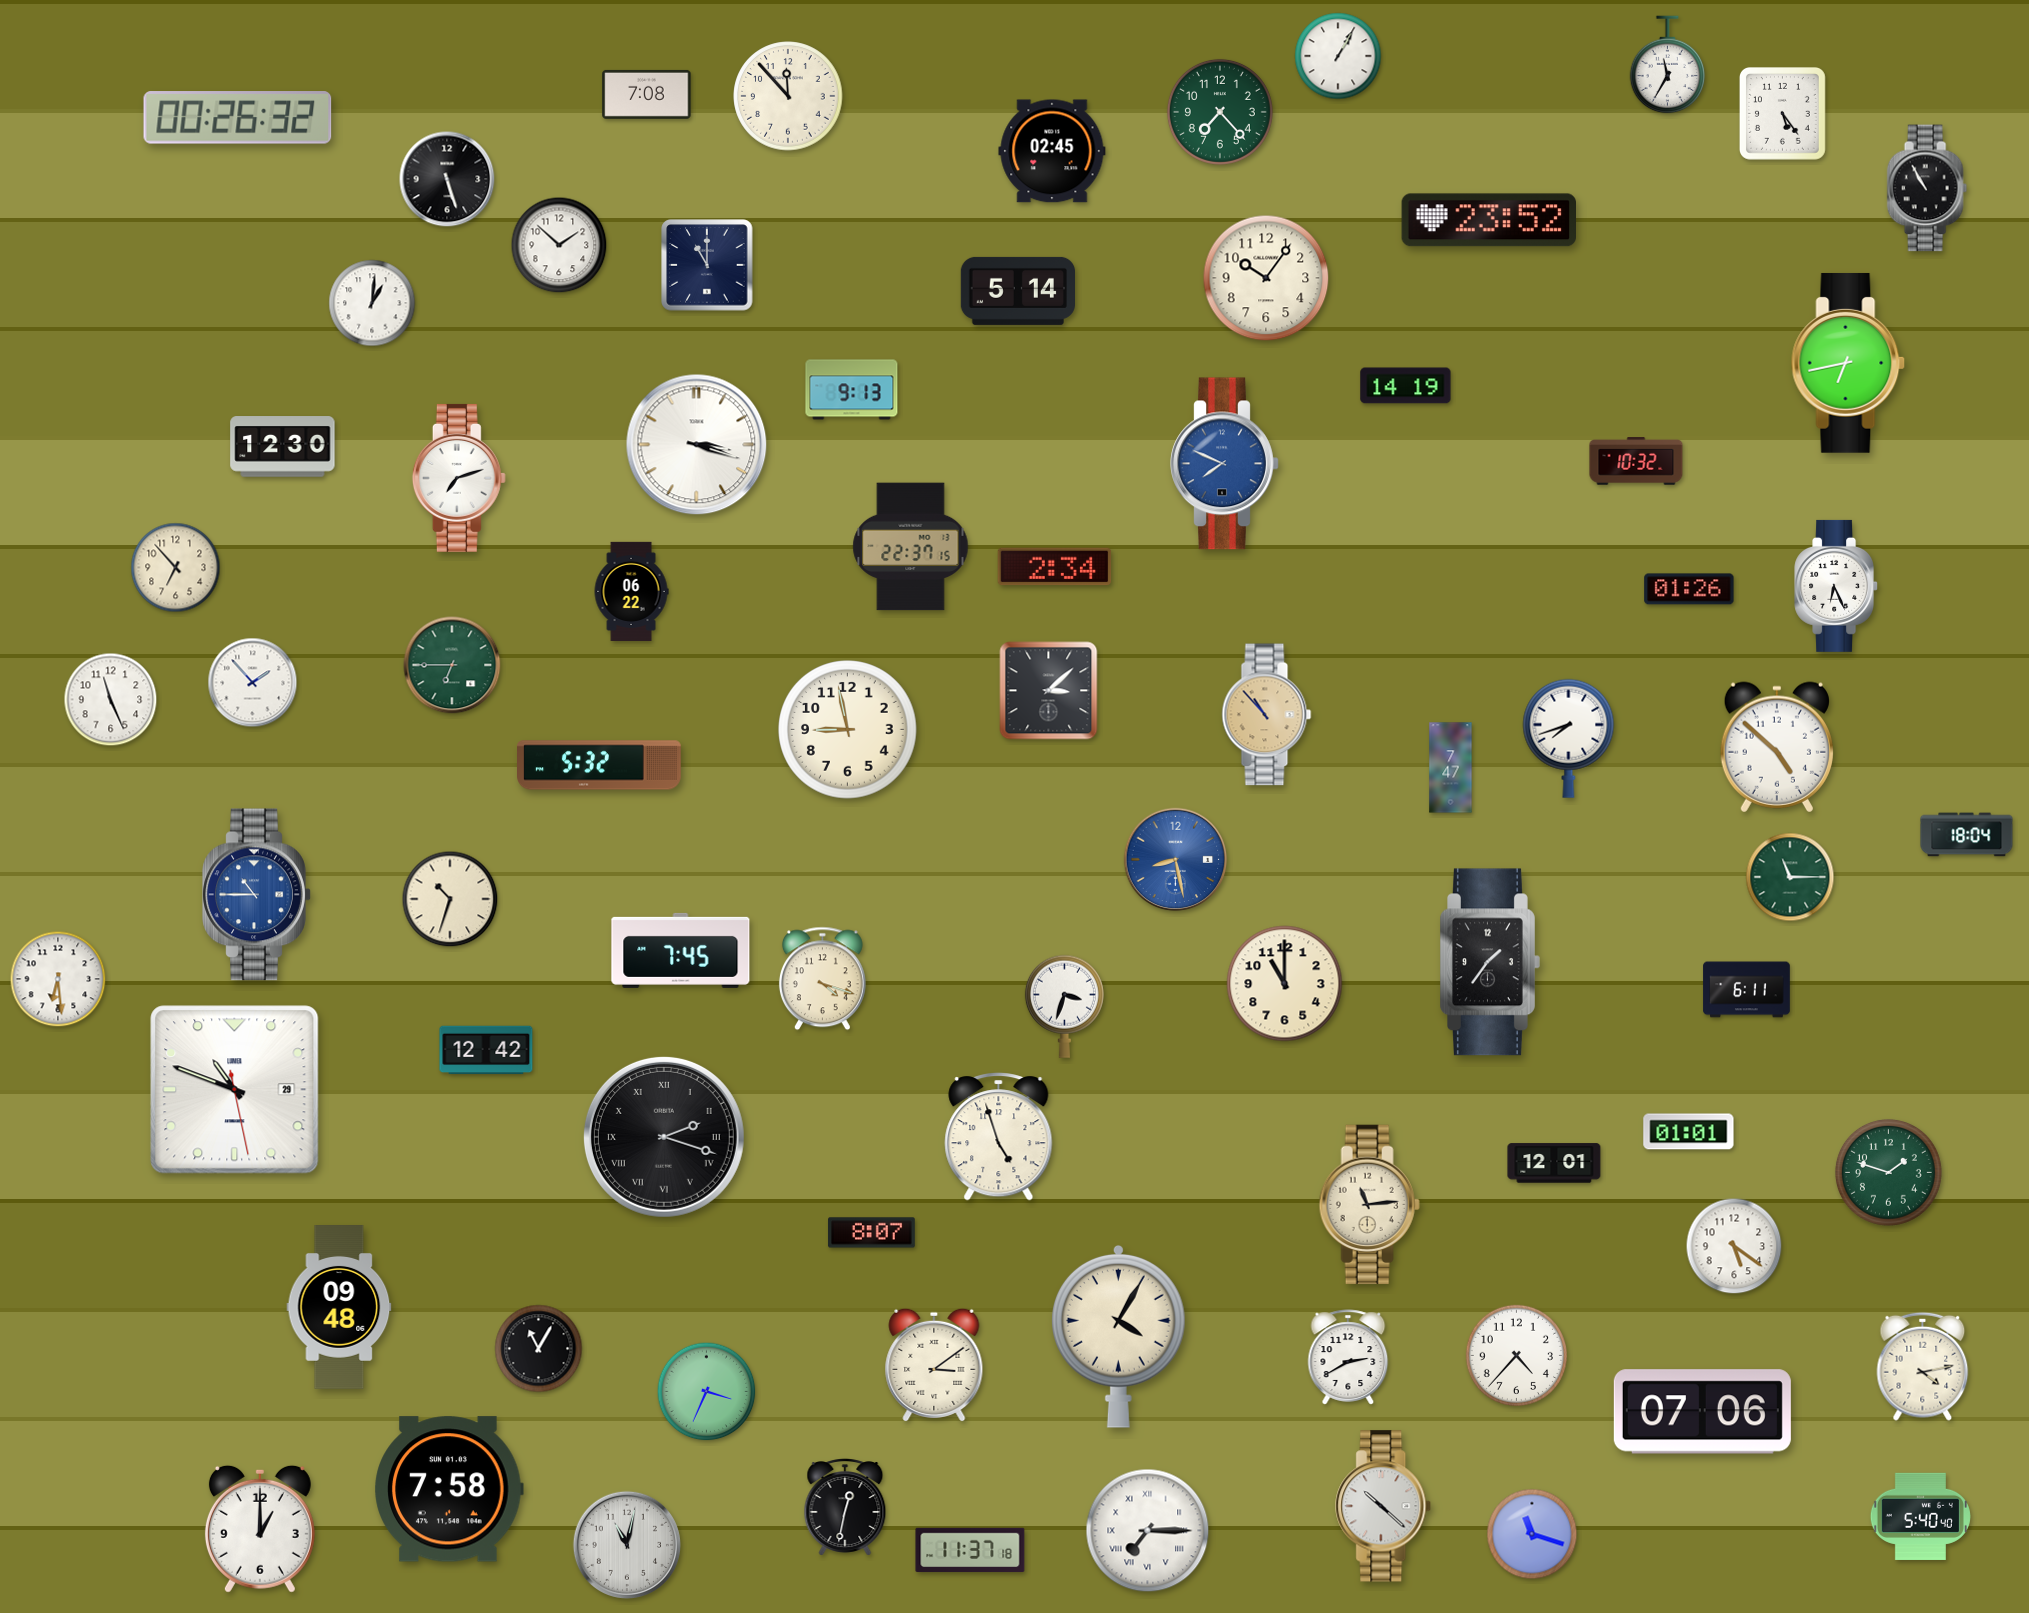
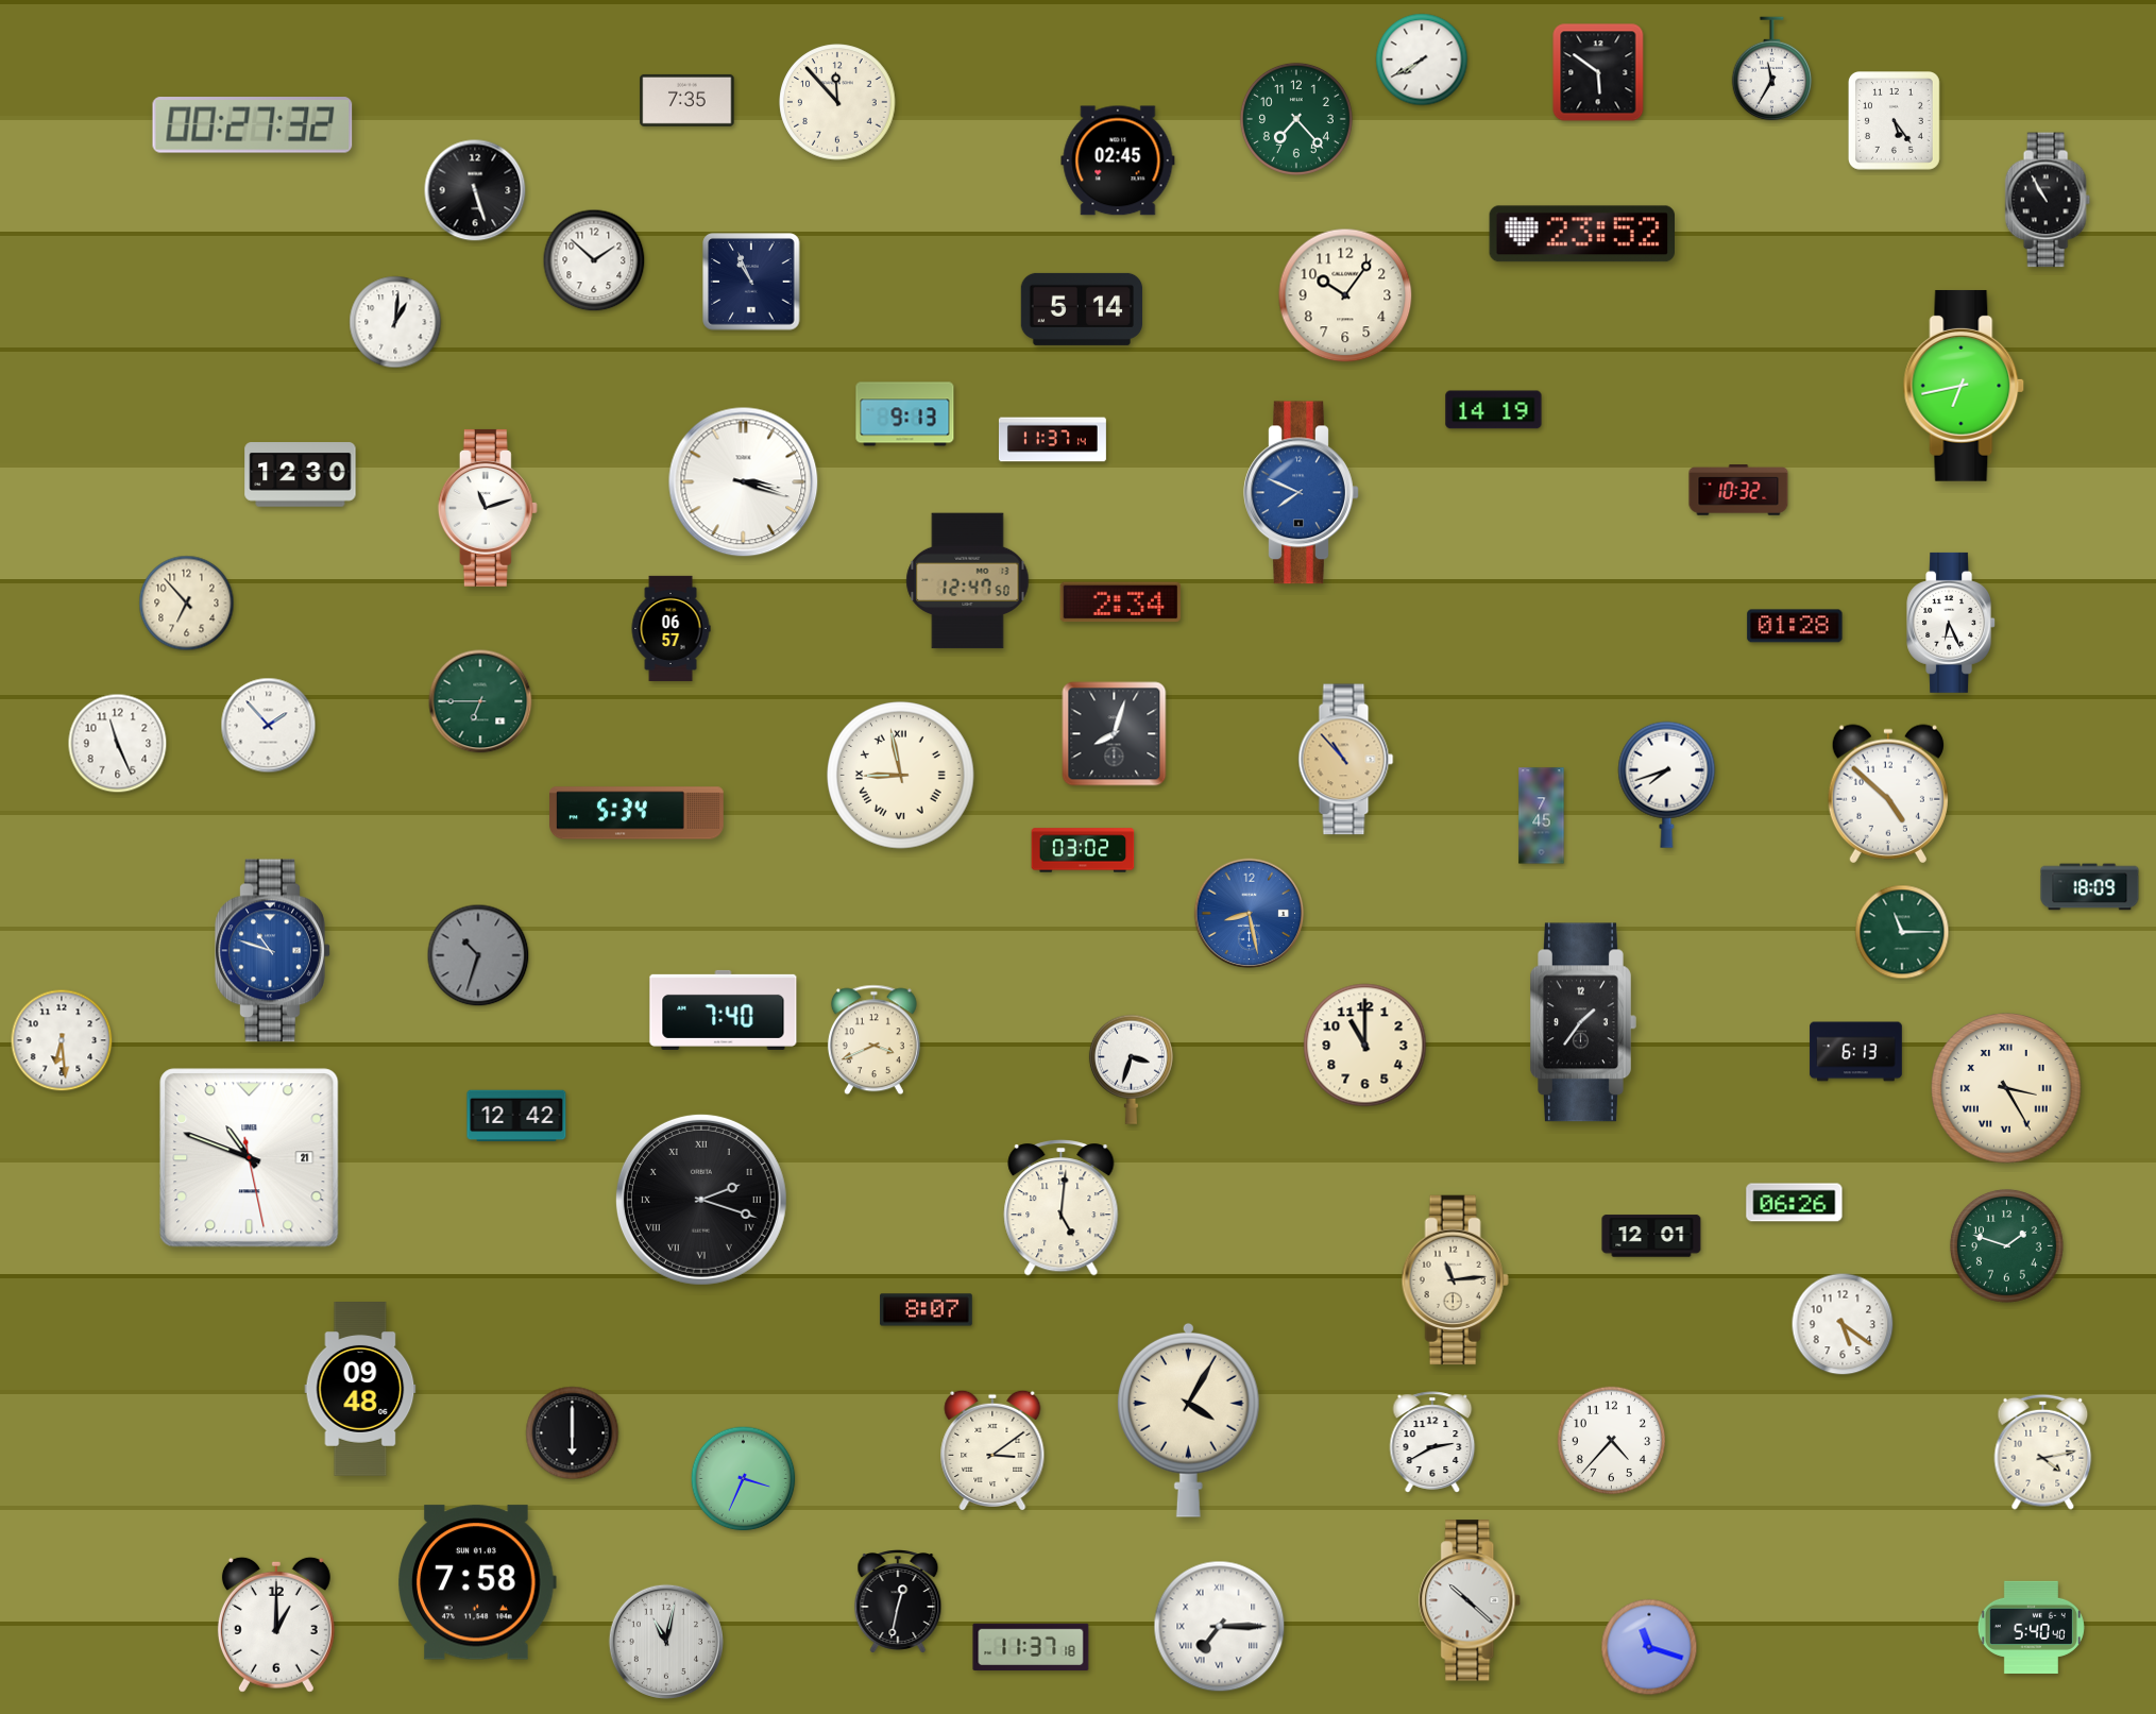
clock at (1338, 56): 1:05 -> 7:40
clock at (1598, 72): none -> 5:51
clock at (647, 94): 7:08 -> 7:35
clock at (238, 118): 00:26 -> 00:27
clock at (707, 265): 11:00 -> 10:56
clock at (1052, 440): none -> 11:37
clock at (697, 445) position: (697, 445) -> (744, 482)
clock at (459, 478): 7:12 -> 11:12
clock at (911, 547): 22:37 -> 12:47
clock at (1689, 589): 01:26 -> 01:28
clock at (631, 591): 06:22 -> 06:57
clock at (452, 665) position: (452, 665) -> (480, 701)
clock at (1049, 691): 3:08 -> 8:03
clock at (848, 730) numerals: Arabic -> Roman
clock at (600, 765): 5:32 -> 5:34
clock at (1451, 768): 7:47 -> 7:45
clock at (1083, 850): none -> 03:02
clock at (1967, 835): 18:04 -> 18:09
clock at (257, 895): 10:45 -> 10:48
clock at (450, 899) dial: cream -> grey
clock at (681, 950): 7:45 -> 7:40
clock at (822, 979): 4:18 -> 3:41
clock at (1747, 990): 6:11 -> 6:13
clock at (2006, 1088): none -> 3:25
clock at (235, 1090) date: 29 -> 21
clock at (1689, 1132): 01:01 -> 06:26
clock at (664, 1137) position: (664, 1137) -> (701, 1200)
clock at (999, 1137): 4:57 -> 5:01
clock at (539, 1349): 11:05 -> 6:00
clock at (707, 1392) position: (707, 1392) -> (744, 1479)
clock at (1702, 1412): 07:06 -> none
clock at (1920, 1516) position: (1920, 1516) -> (2031, 1627)
clock at (1532, 1534) position: (1532, 1534) -> (1649, 1647)
